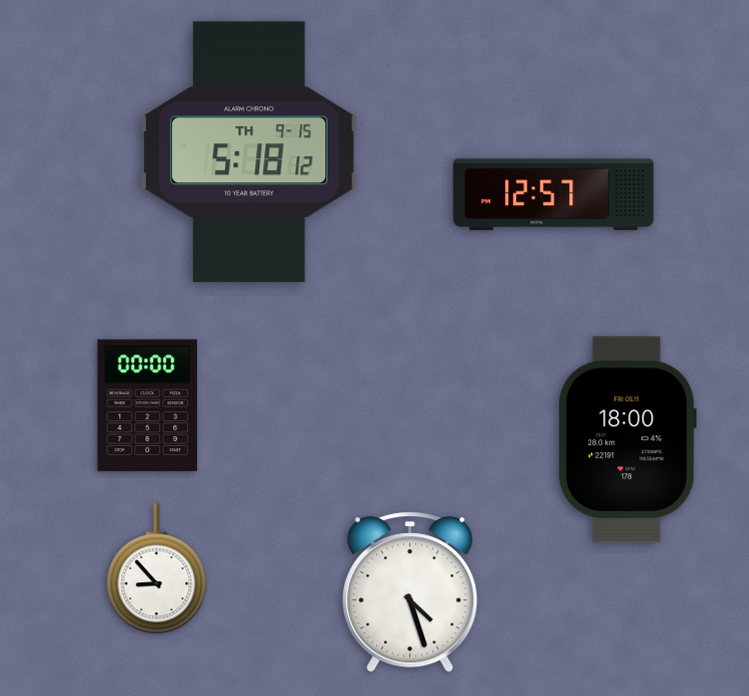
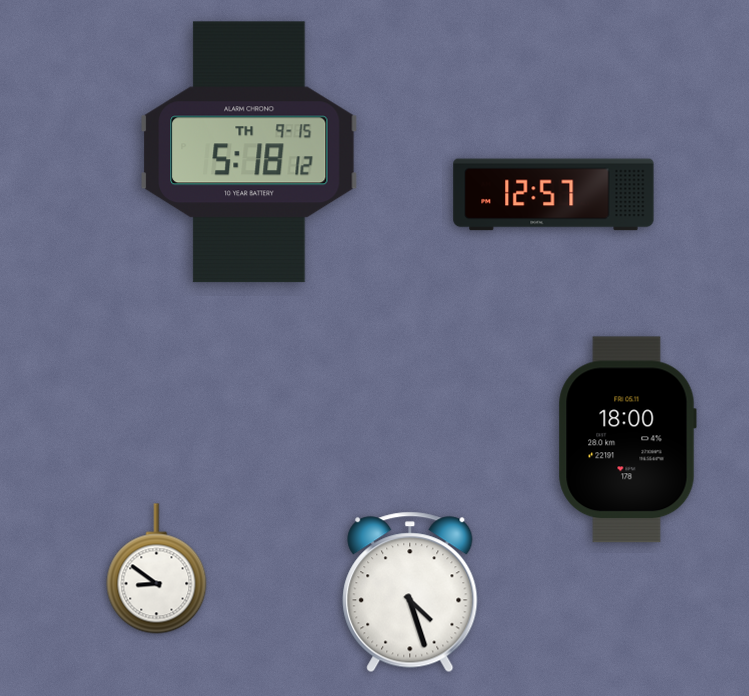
clock at (148, 406): 00:00 -> none
clock at (157, 569): 8:53 -> 8:51
